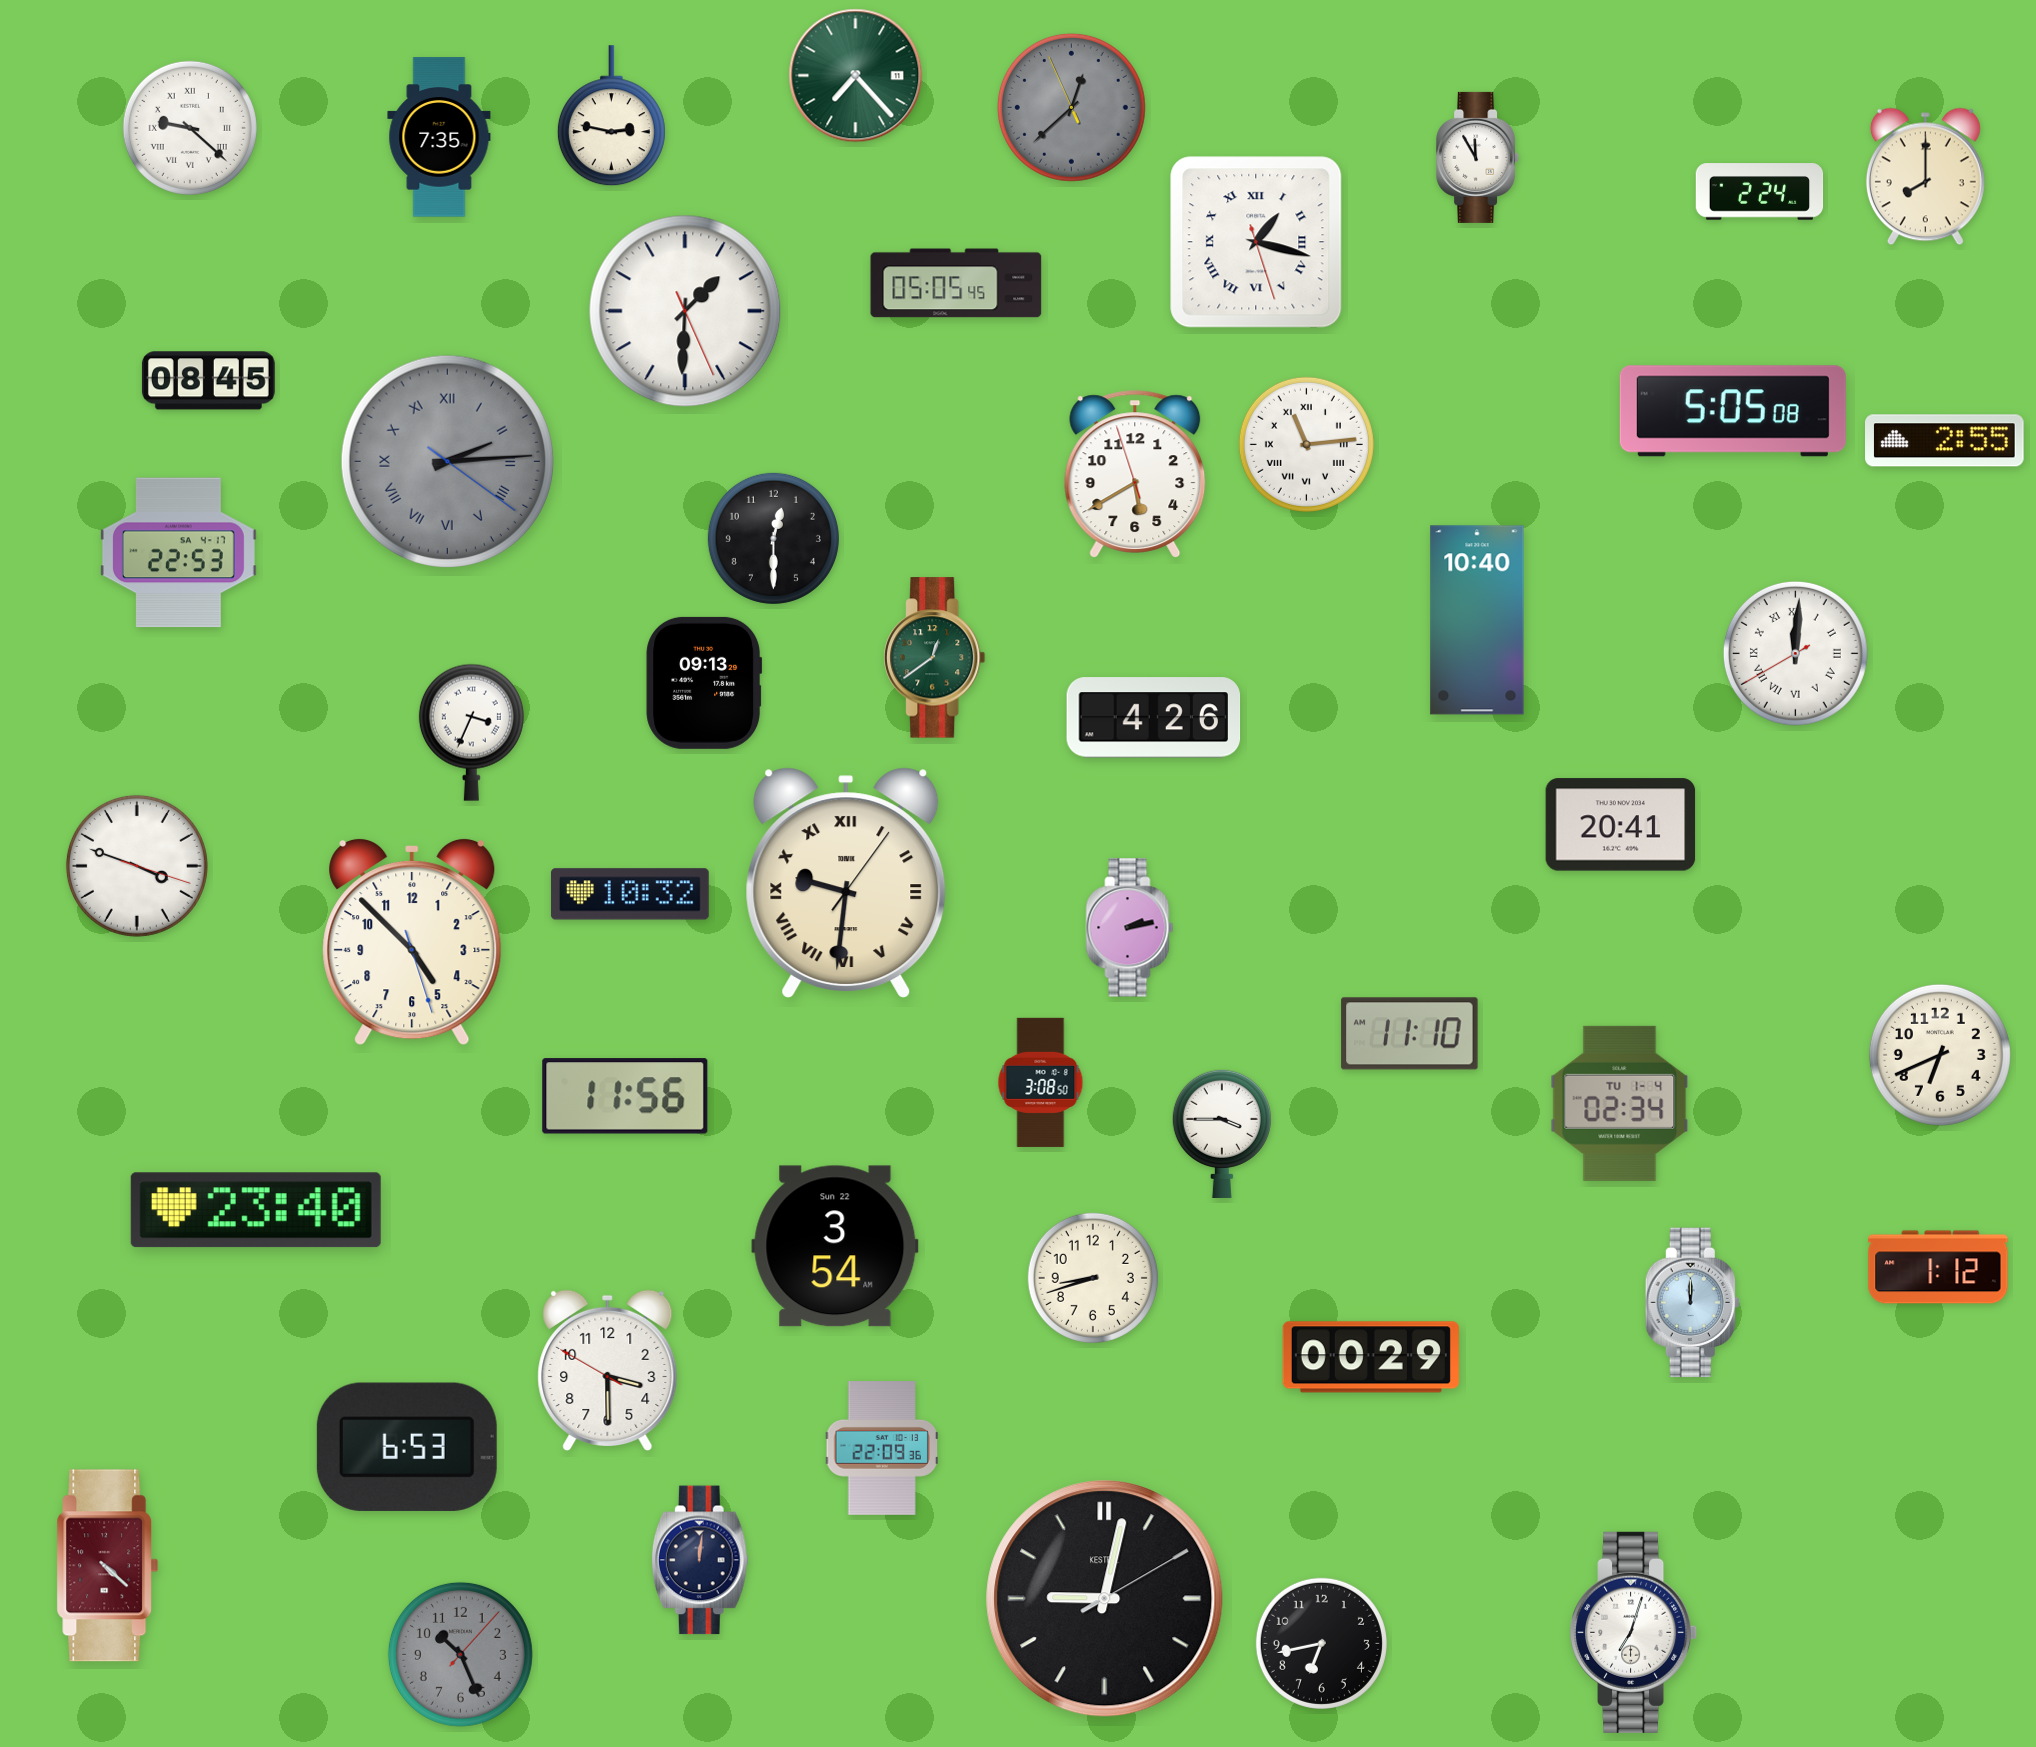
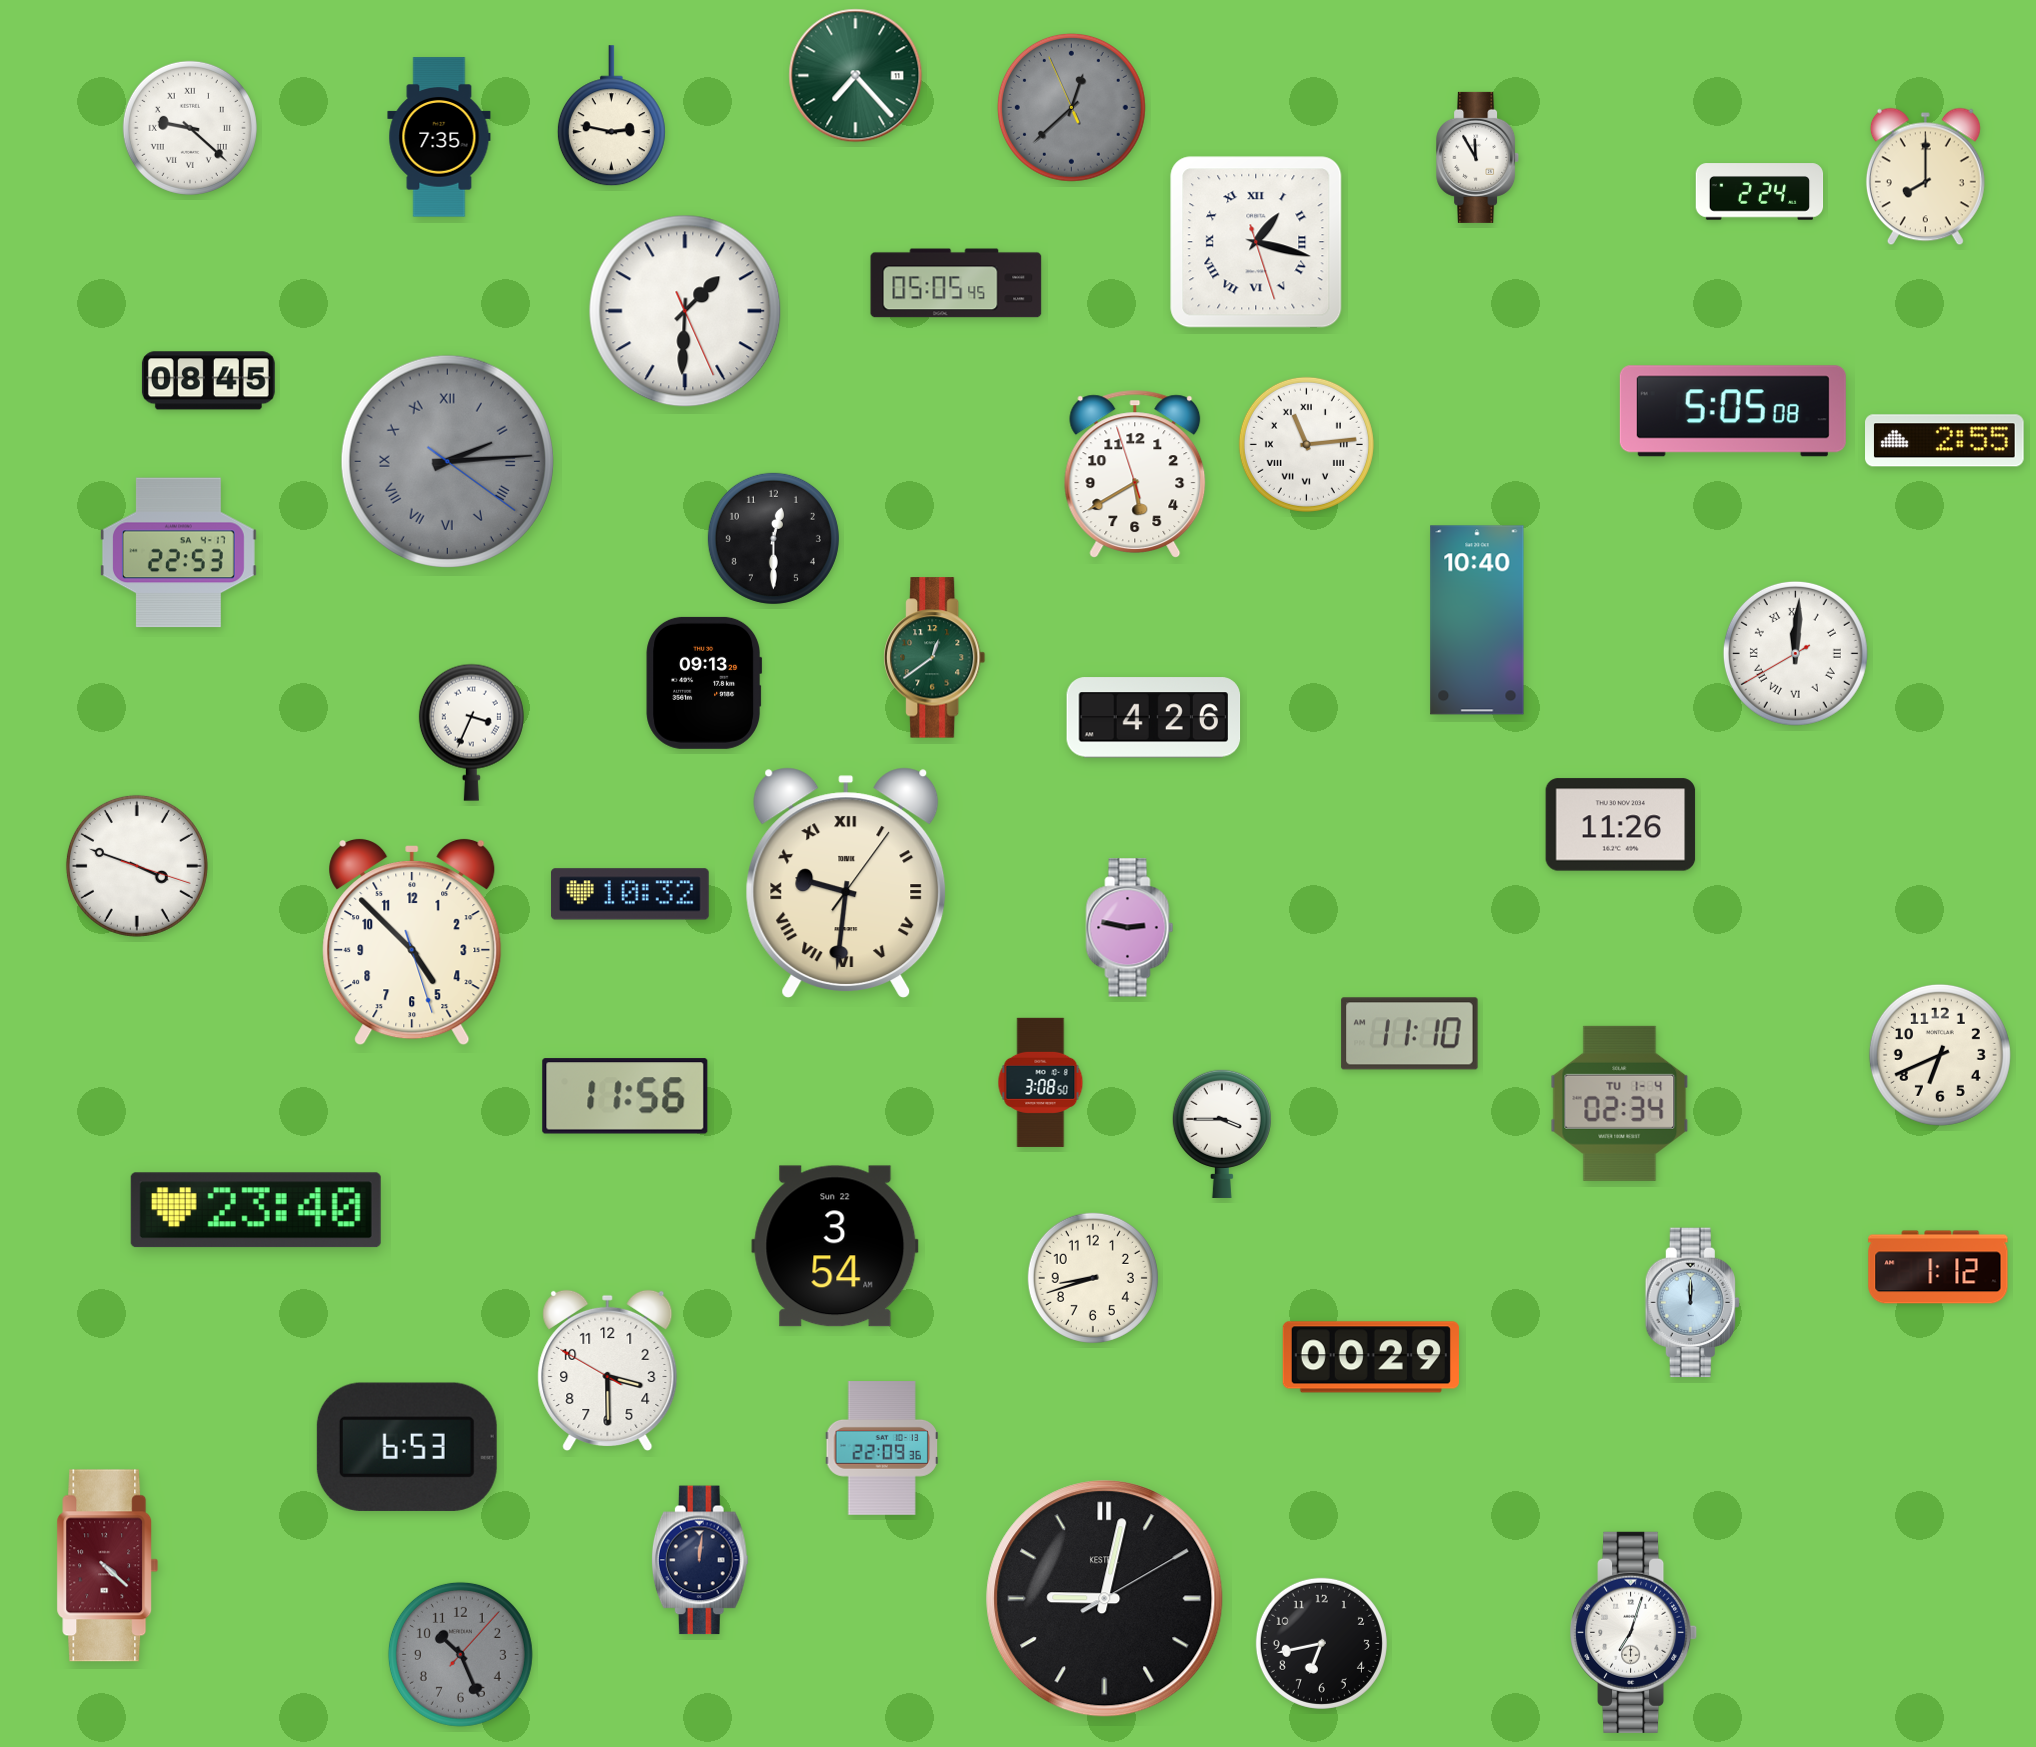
clock at (1621, 825): 20:41 -> 11:26
clock at (1130, 928): 2:13 -> 2:47
